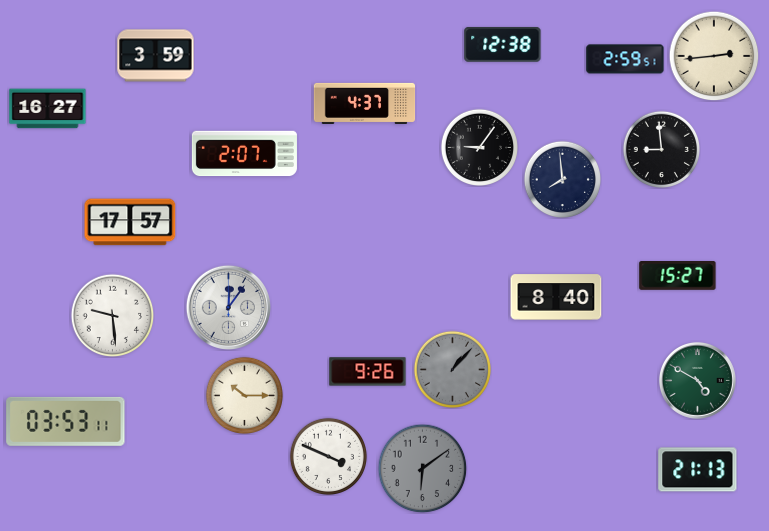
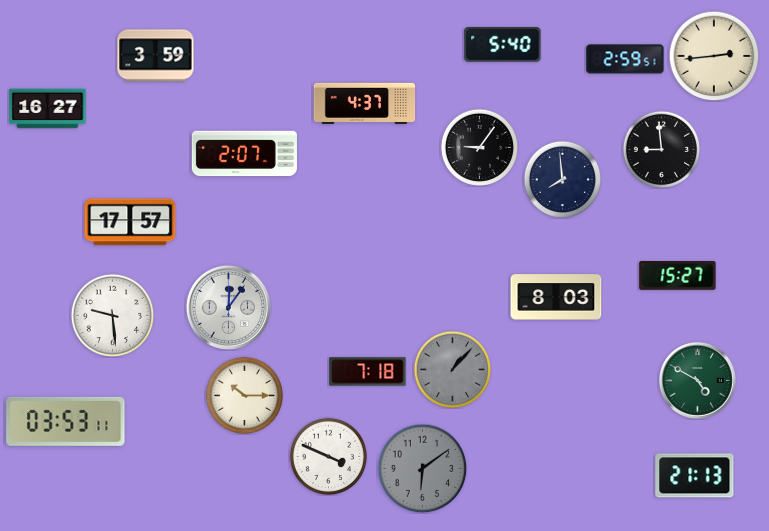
clock at (503, 44): 12:38 -> 5:40
clock at (556, 297): 8:40 -> 8:03
clock at (368, 372): 9:26 -> 7:18
clock at (698, 470) position: (698, 470) -> (695, 476)
